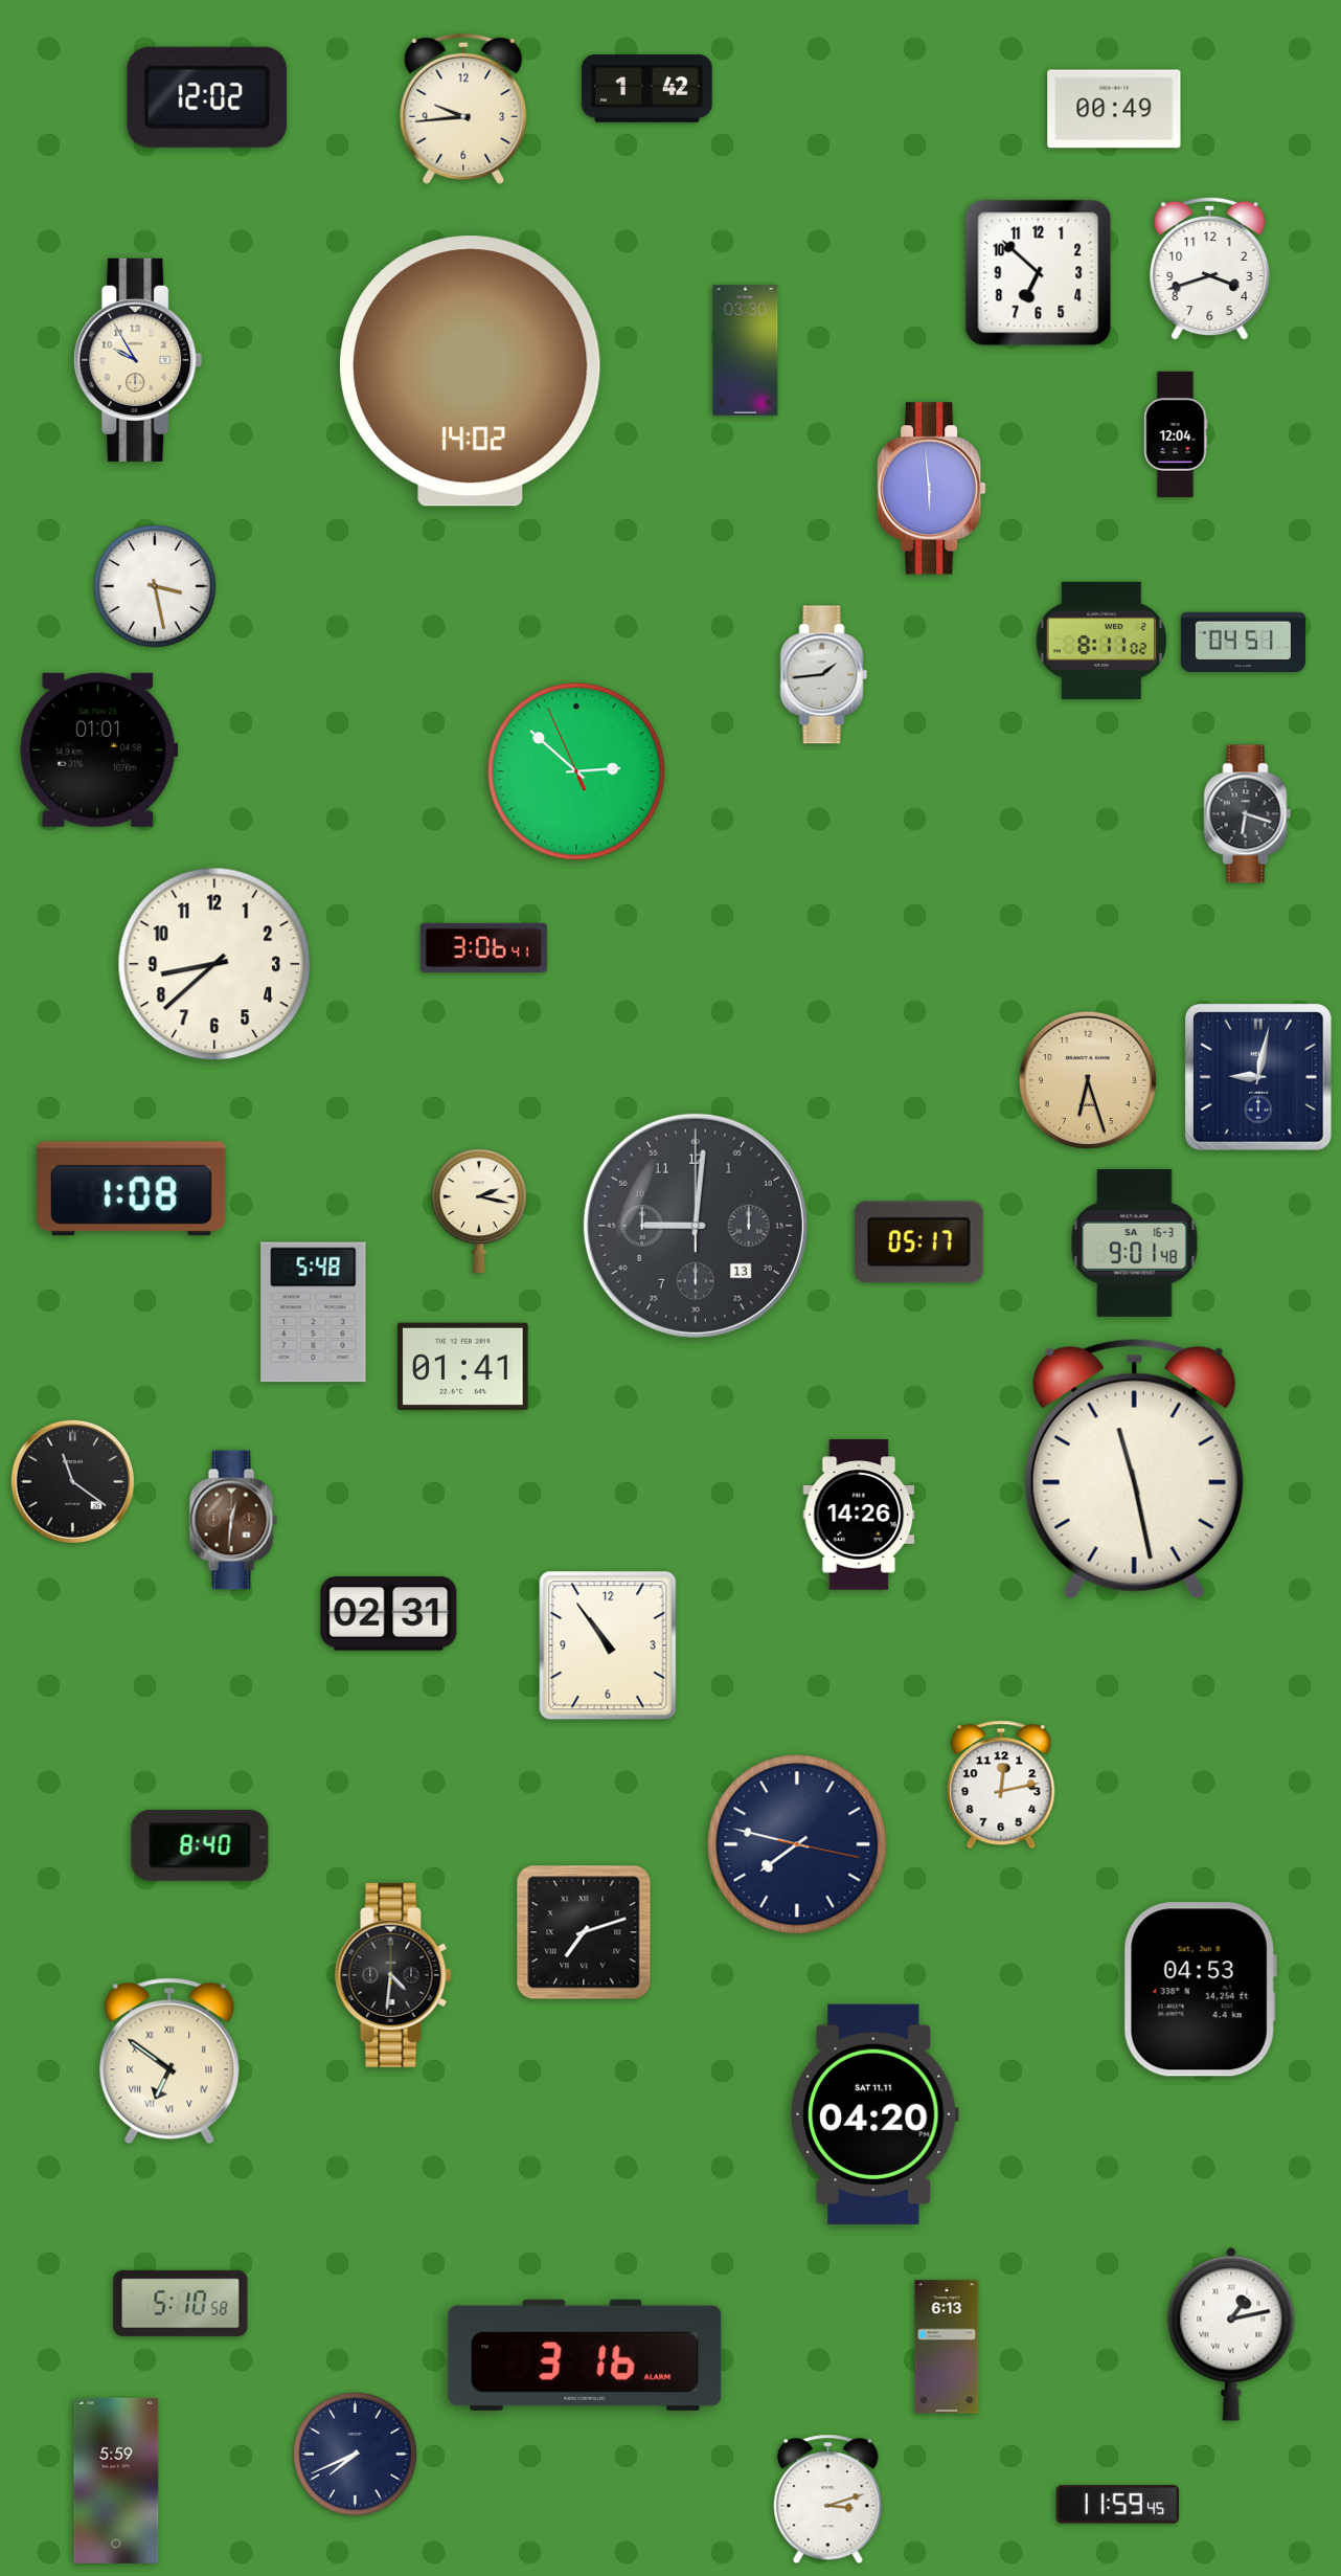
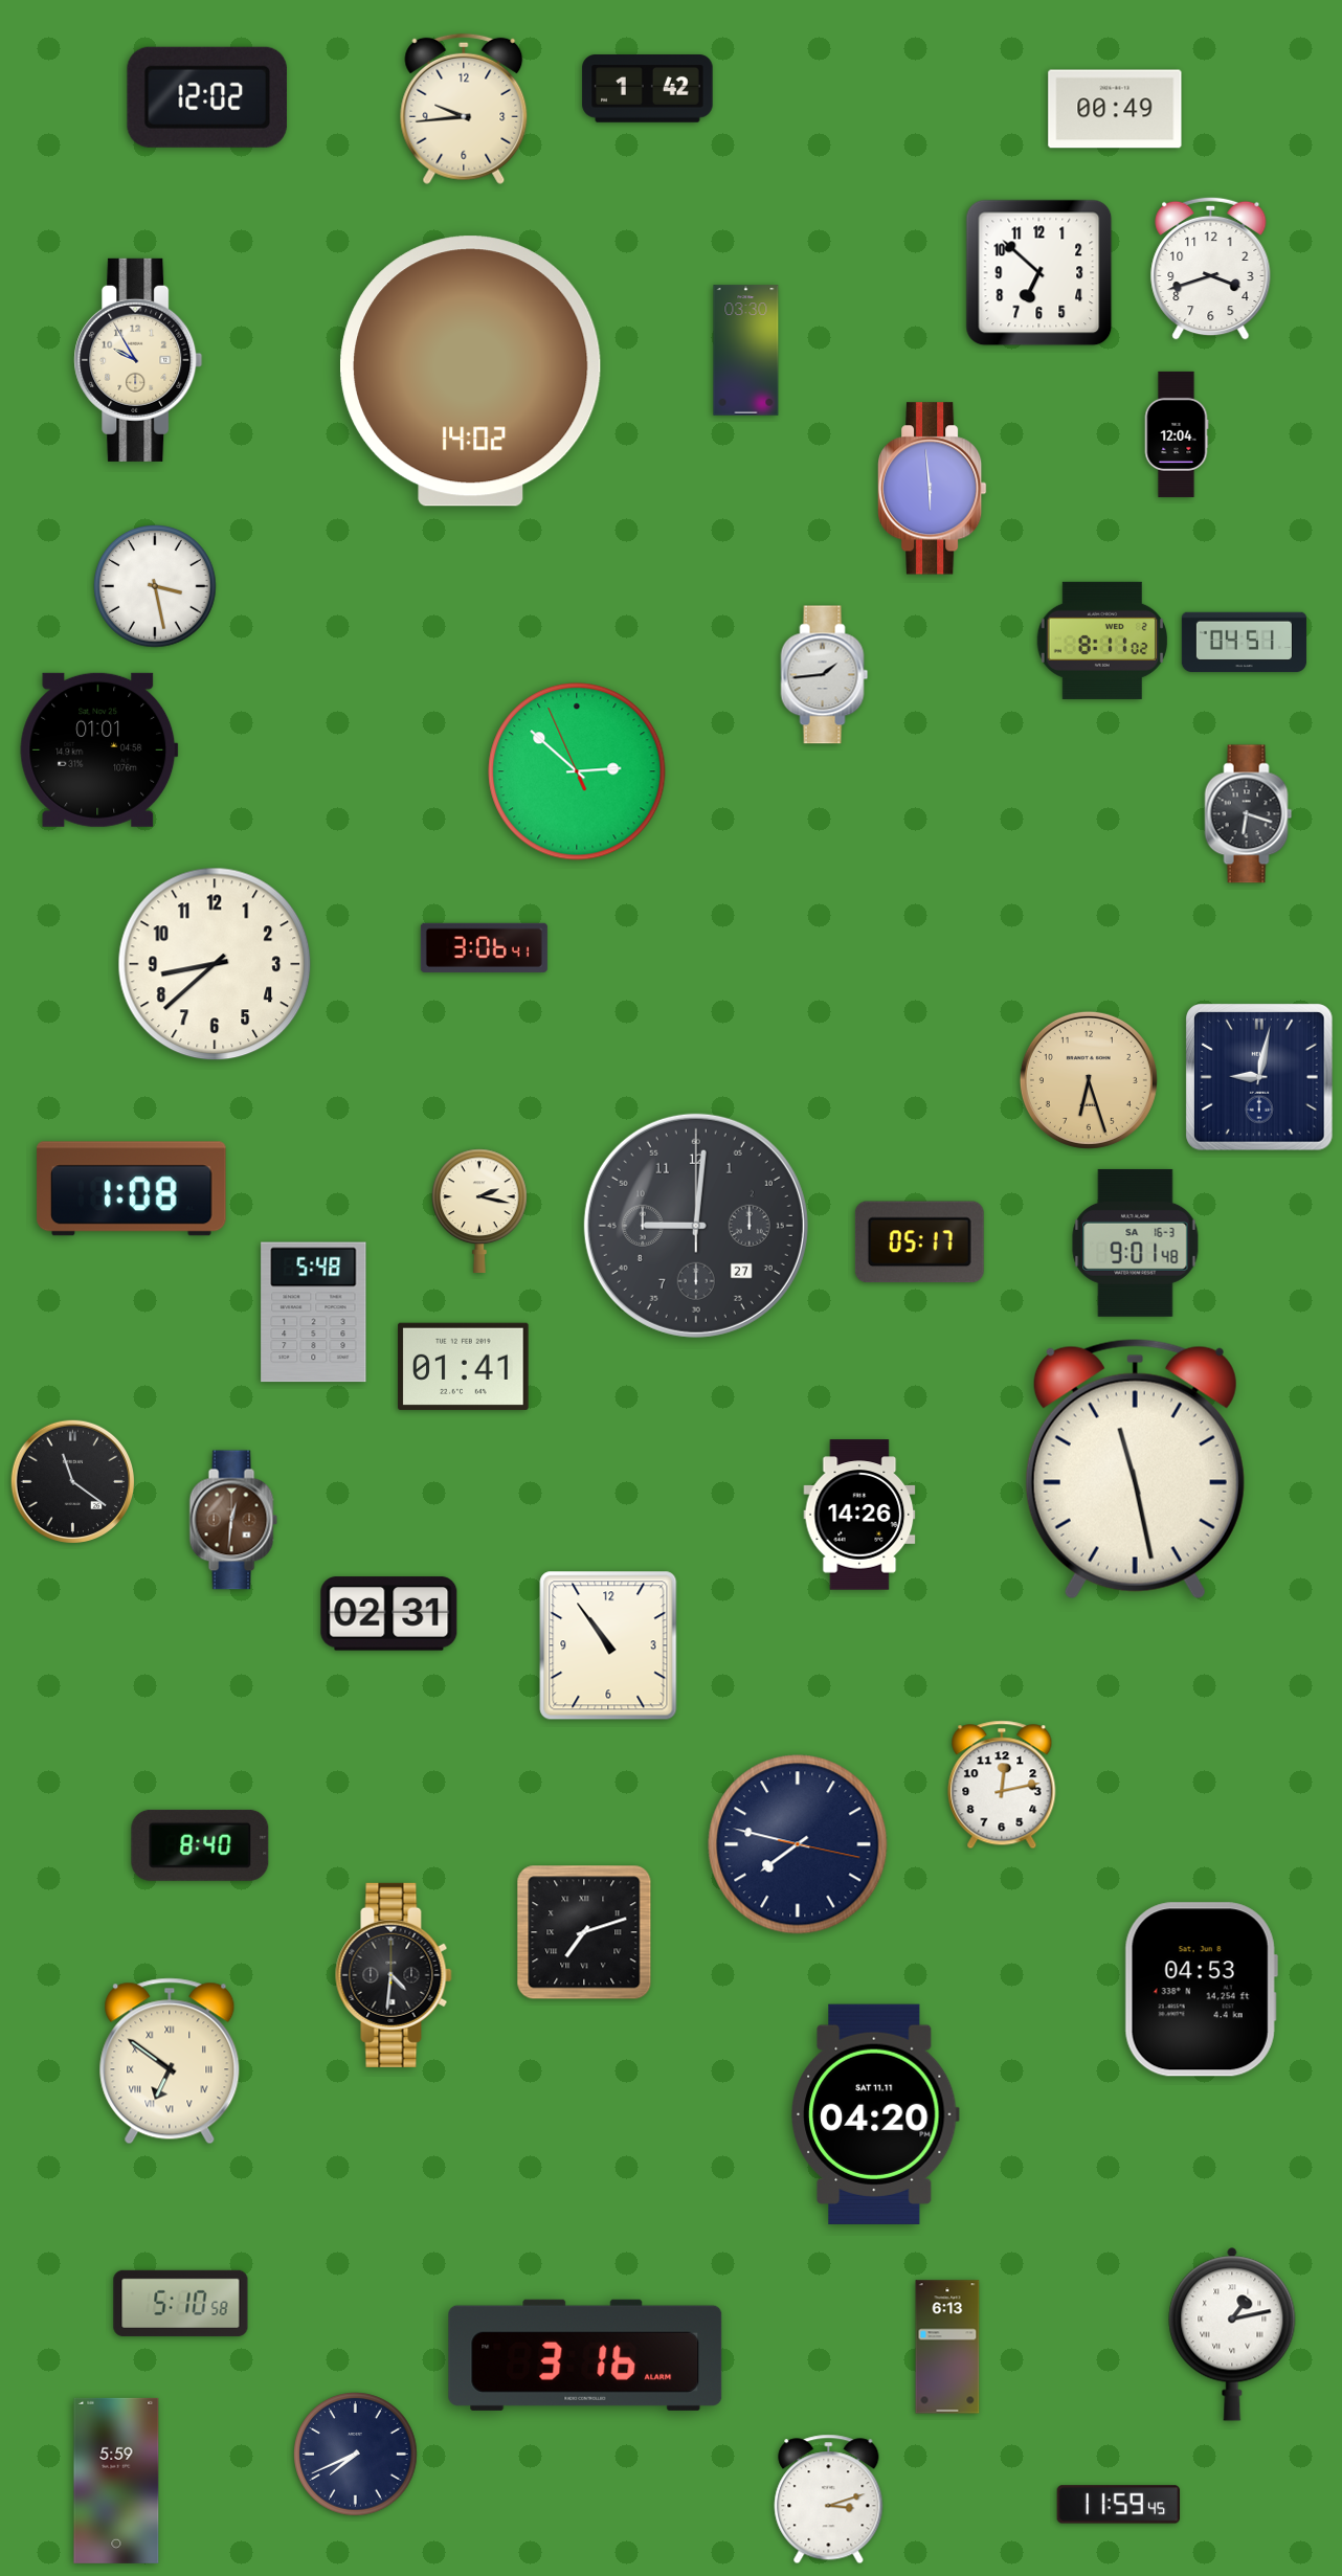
clock at (696, 1226) date: 13 -> 27
